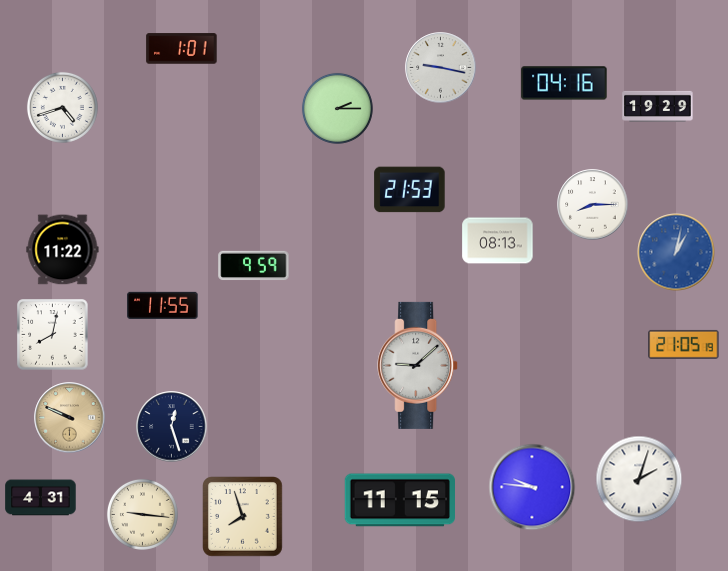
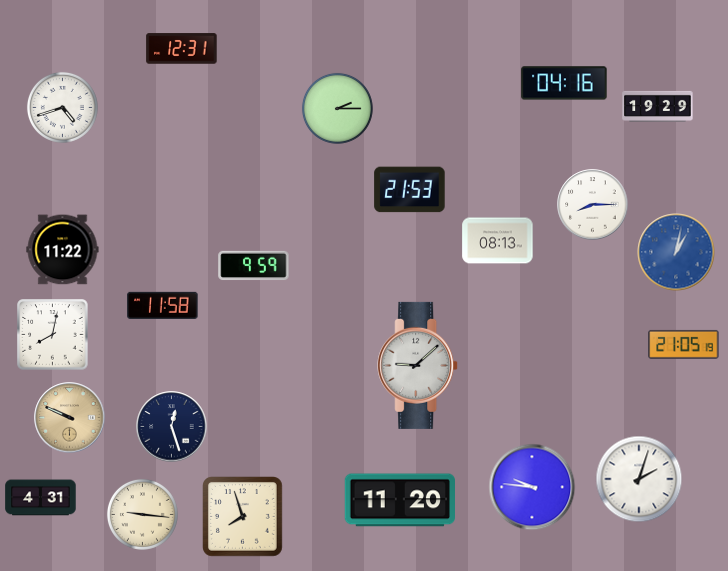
clock at (182, 49): 1:01 -> 12:31
clock at (441, 68): 9:17 -> none
clock at (163, 305): 11:55 -> 11:58
clock at (399, 500): 11:15 -> 11:20
